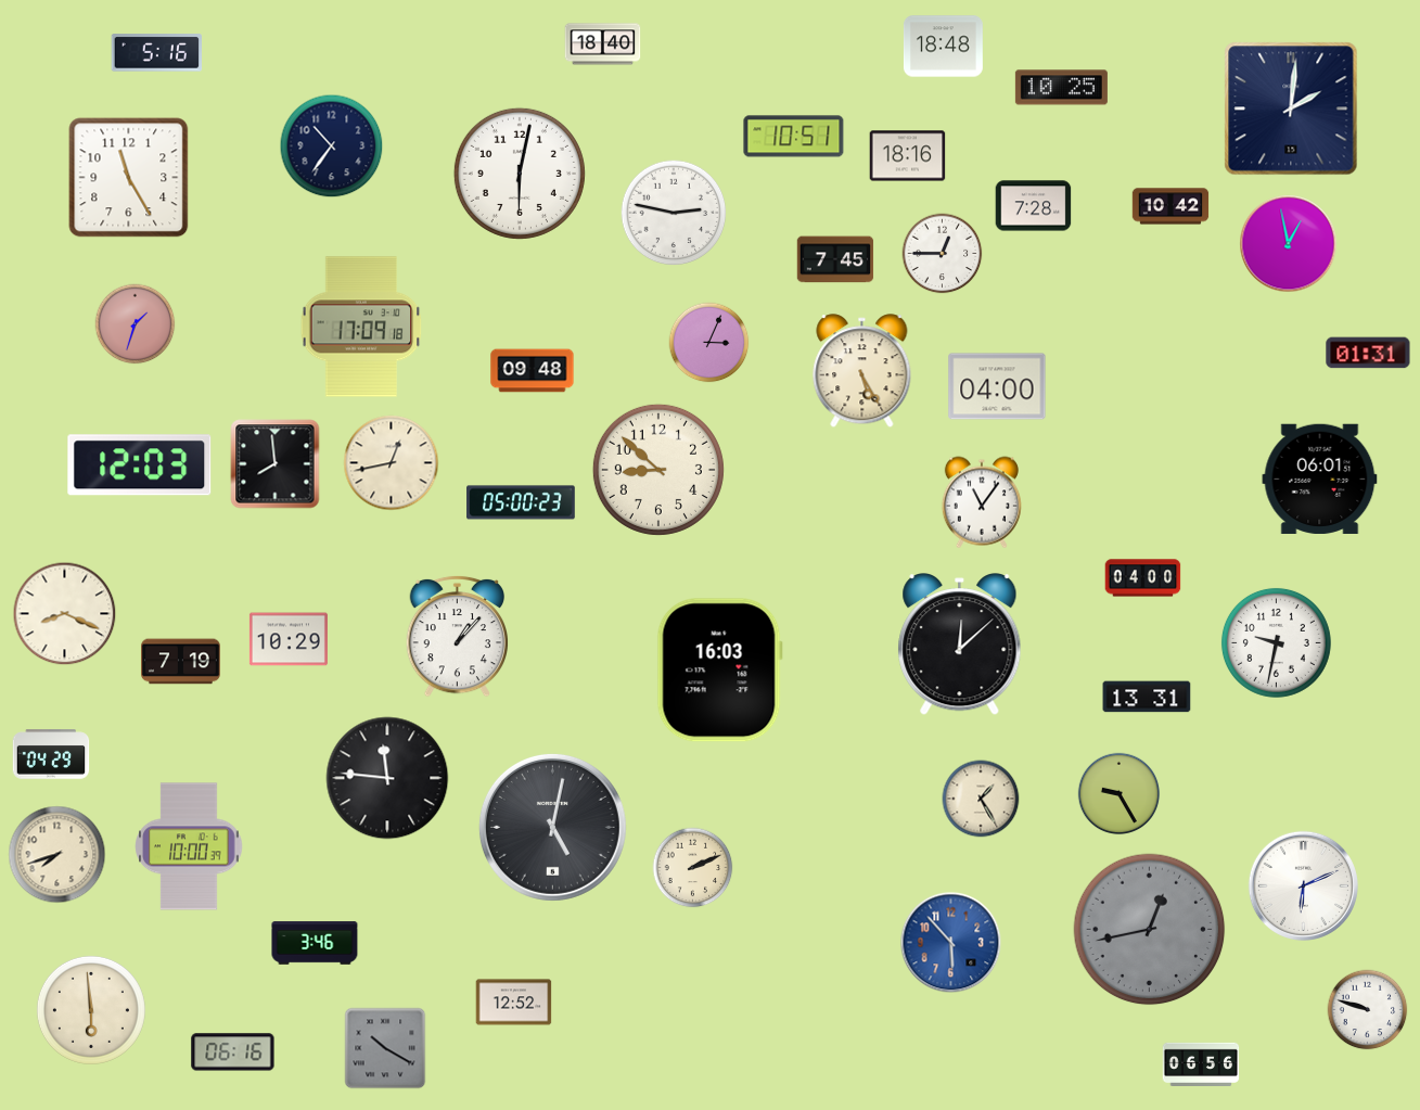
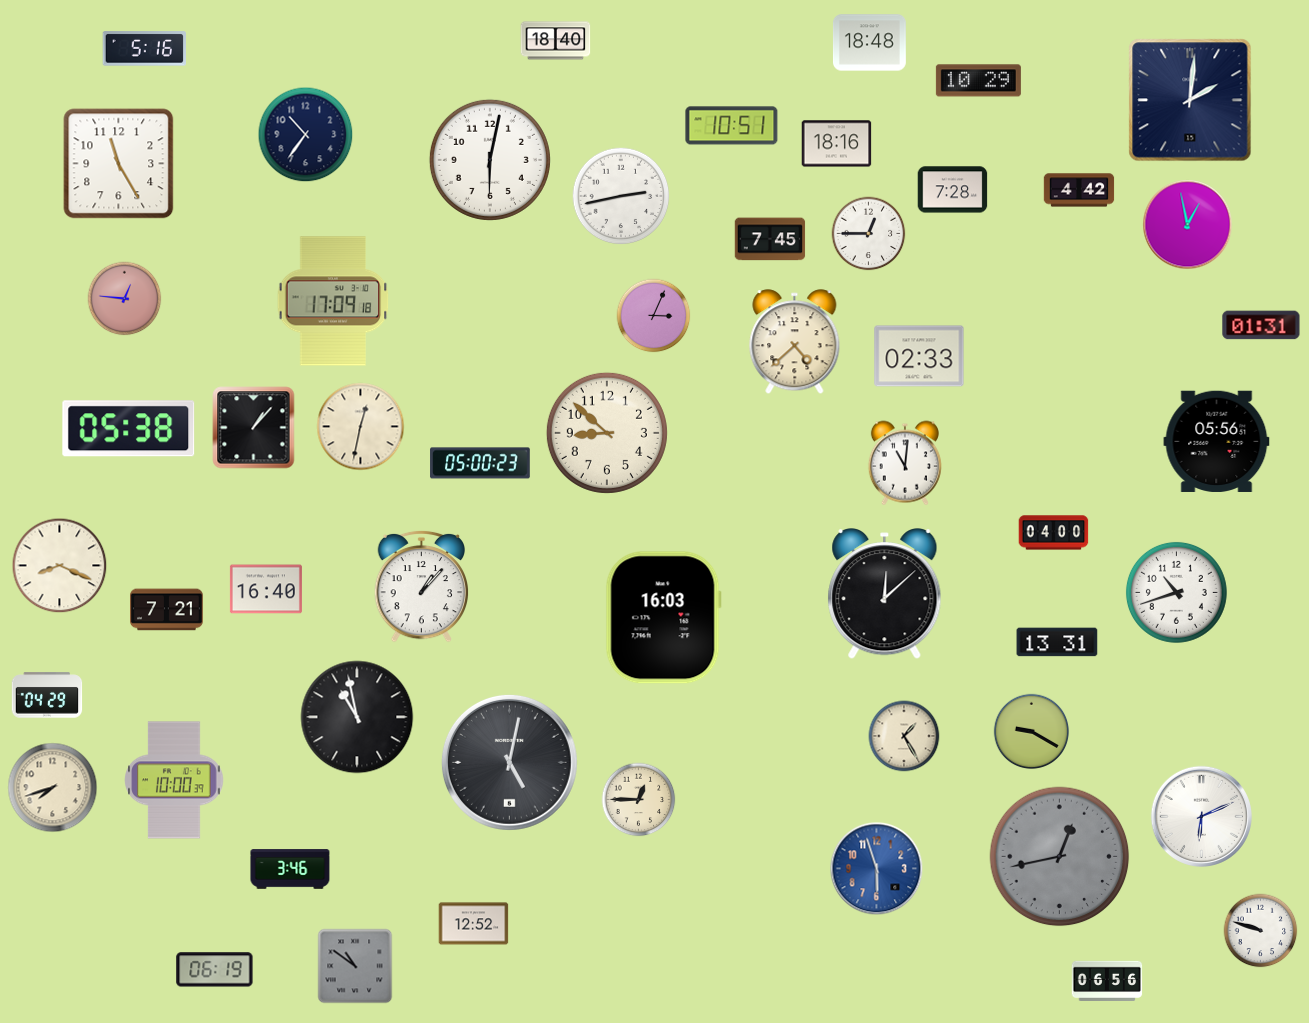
clock at (1061, 88): 10:25 -> 10:29
clock at (520, 174) position: (520, 174) -> (490, 160)
clock at (1170, 206): 10:42 -> 4:42
clock at (674, 213): 2:47 -> 2:43
clock at (136, 324): 1:33 -> 12:46
clock at (533, 371): 09:48 -> none
clock at (862, 371): 5:25 -> 4:38
clock at (997, 386): 04:00 -> 02:33
clock at (392, 463): 12:43 -> 12:32
clock at (276, 464): 7:59 -> 1:07
clock at (140, 465): 12:03 -> 05:38
clock at (1320, 479): 06:01 -> 05:56
clock at (982, 502): 11:06 -> 11:01
clock at (289, 639): 10:29 -> 16:40
clock at (1276, 642): 9:32 -> 10:42
clock at (181, 662): 7:19 -> 7:21
clock at (387, 778): 11:46 -> 10:58
clock at (1120, 794): 9:25 -> 9:20
clock at (693, 868): 2:11 -> 12:45
clock at (951, 943): 5:53 -> 5:57
clock at (91, 1010): 5:59 -> none
clock at (385, 1048): 10:20 -> 10:51
clock at (233, 1052): 06:16 -> 06:19
